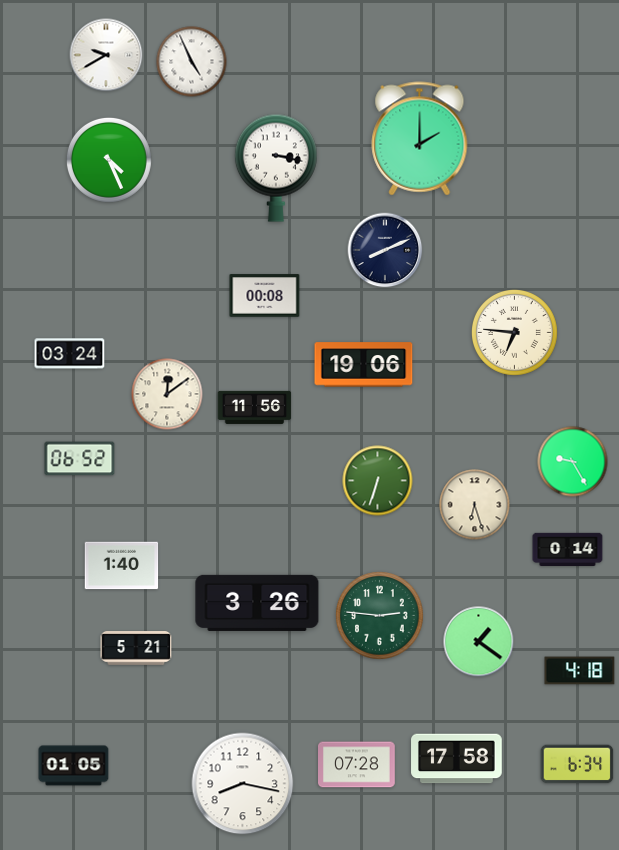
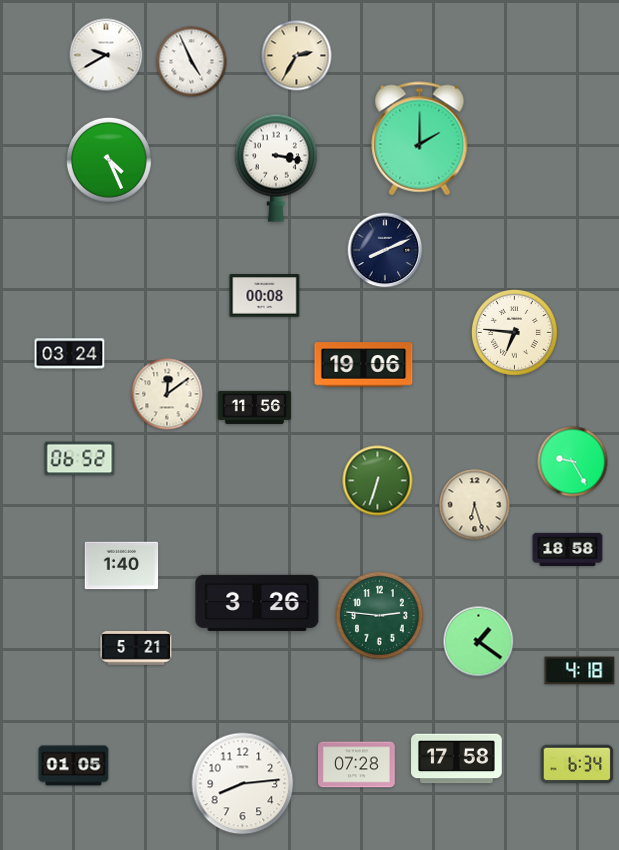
clock at (297, 56): none -> 2:35
clock at (568, 549): 0:14 -> 18:58
clock at (243, 784): 8:17 -> 8:14
